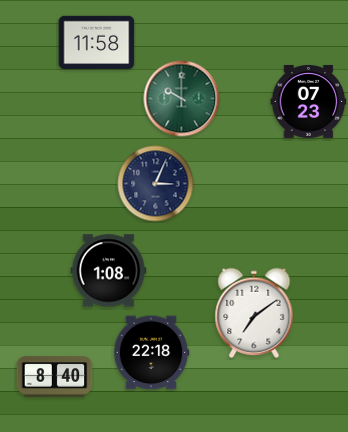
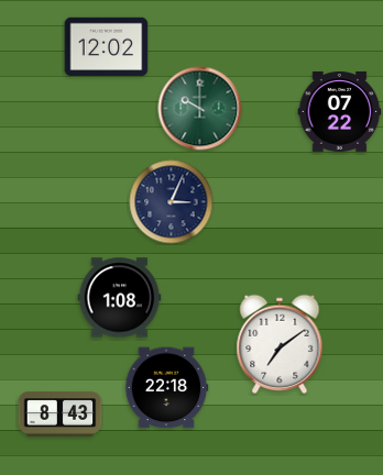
clock at (97, 43): 11:58 -> 12:02
clock at (309, 101): 07:23 -> 07:22
clock at (55, 377): 8:40 -> 8:43
